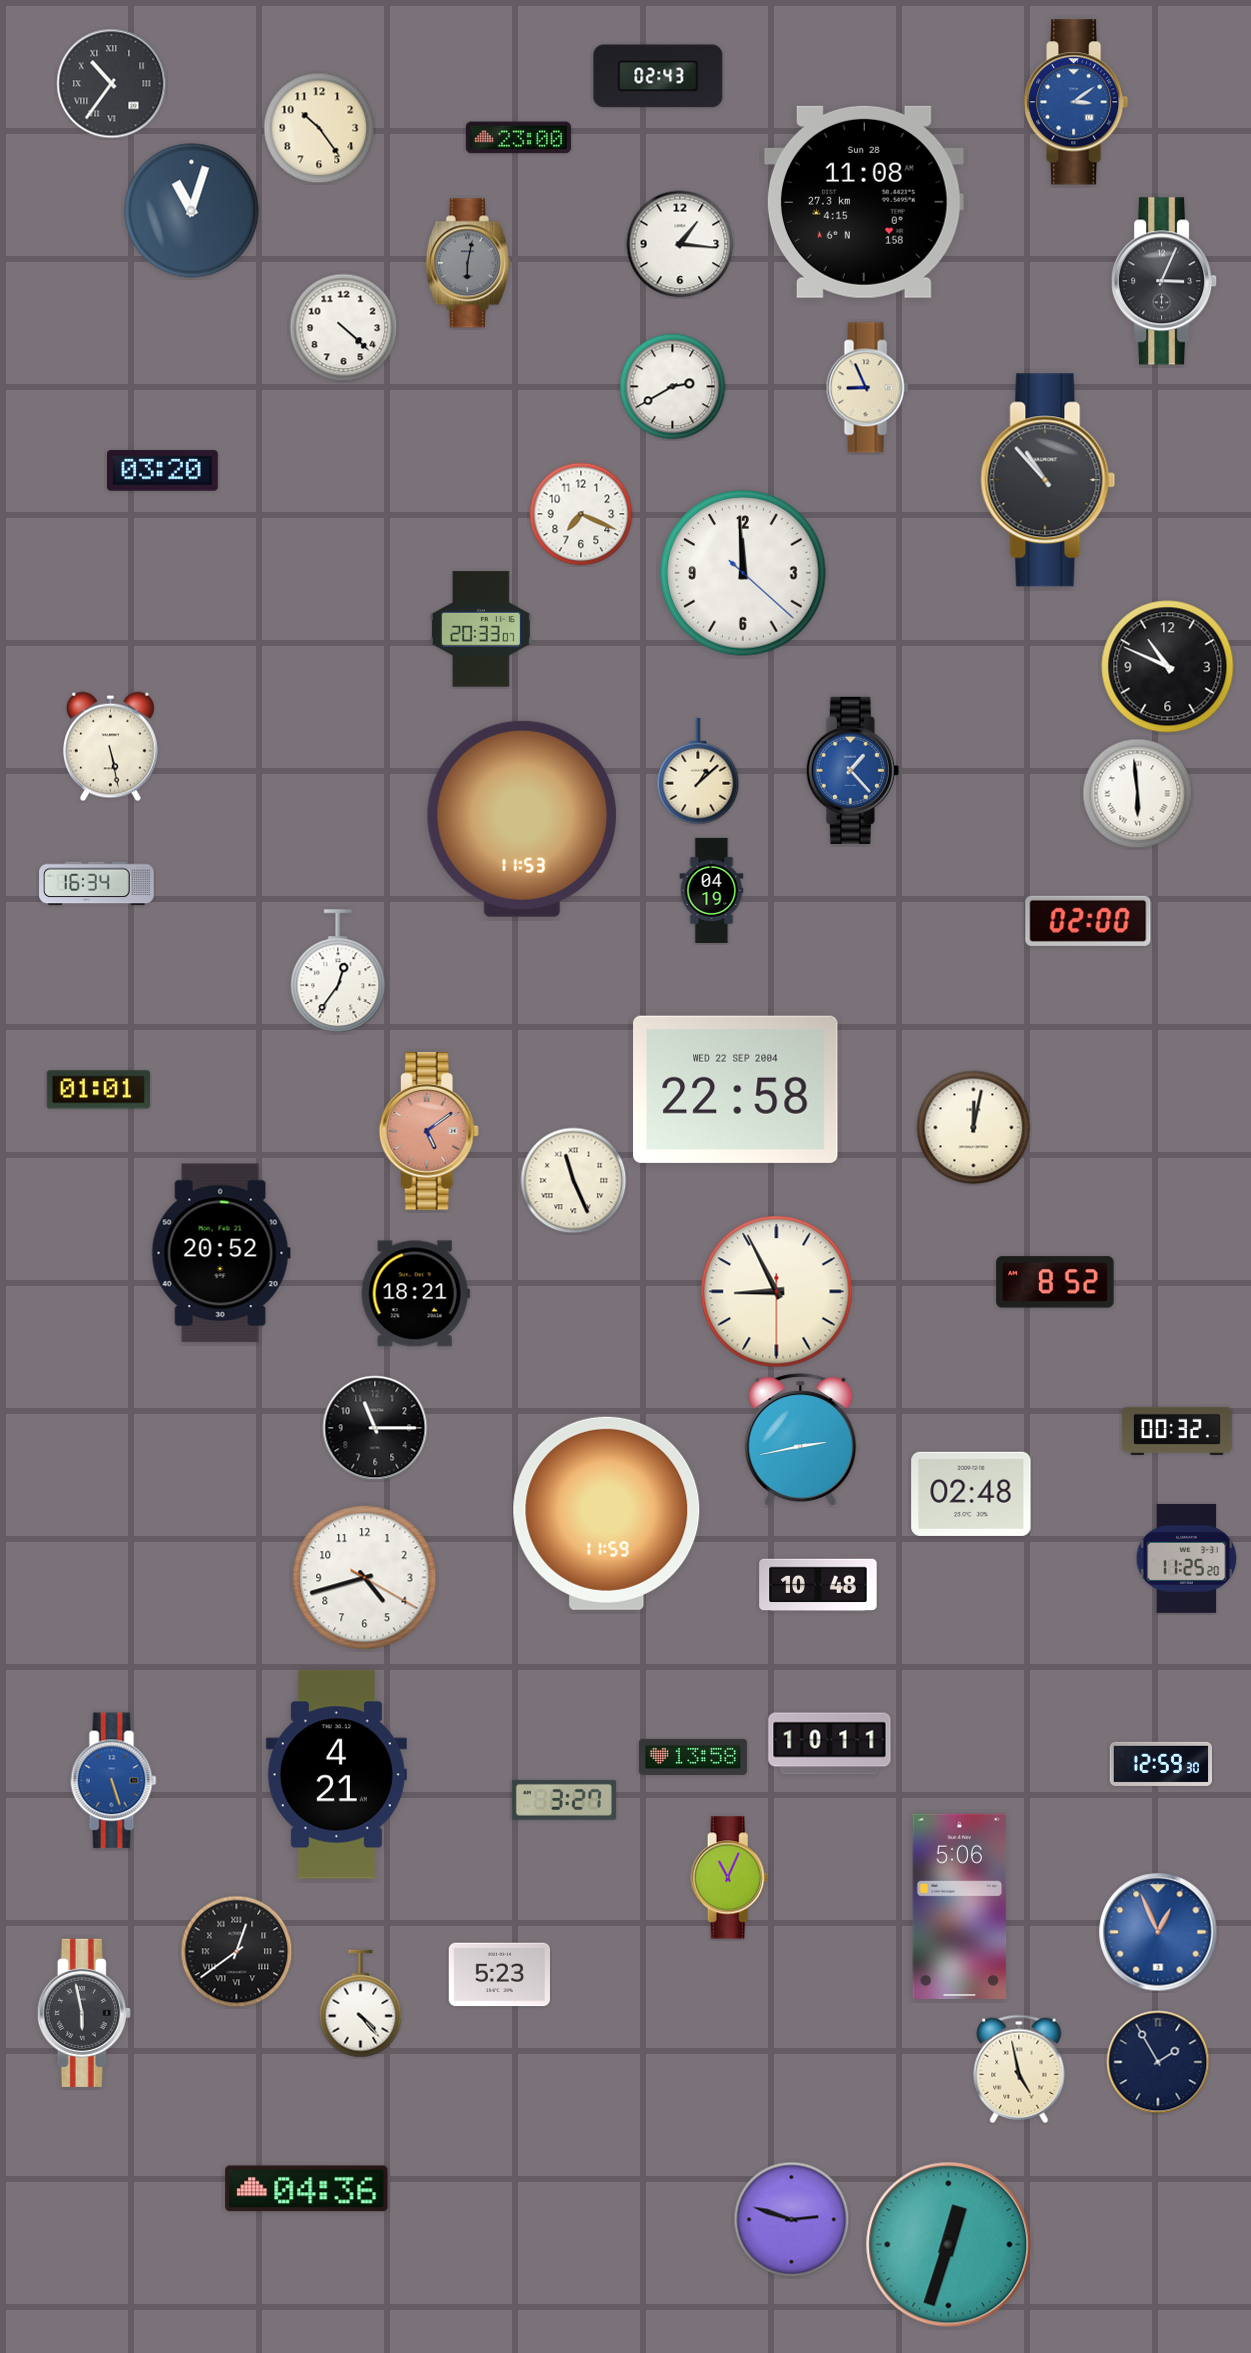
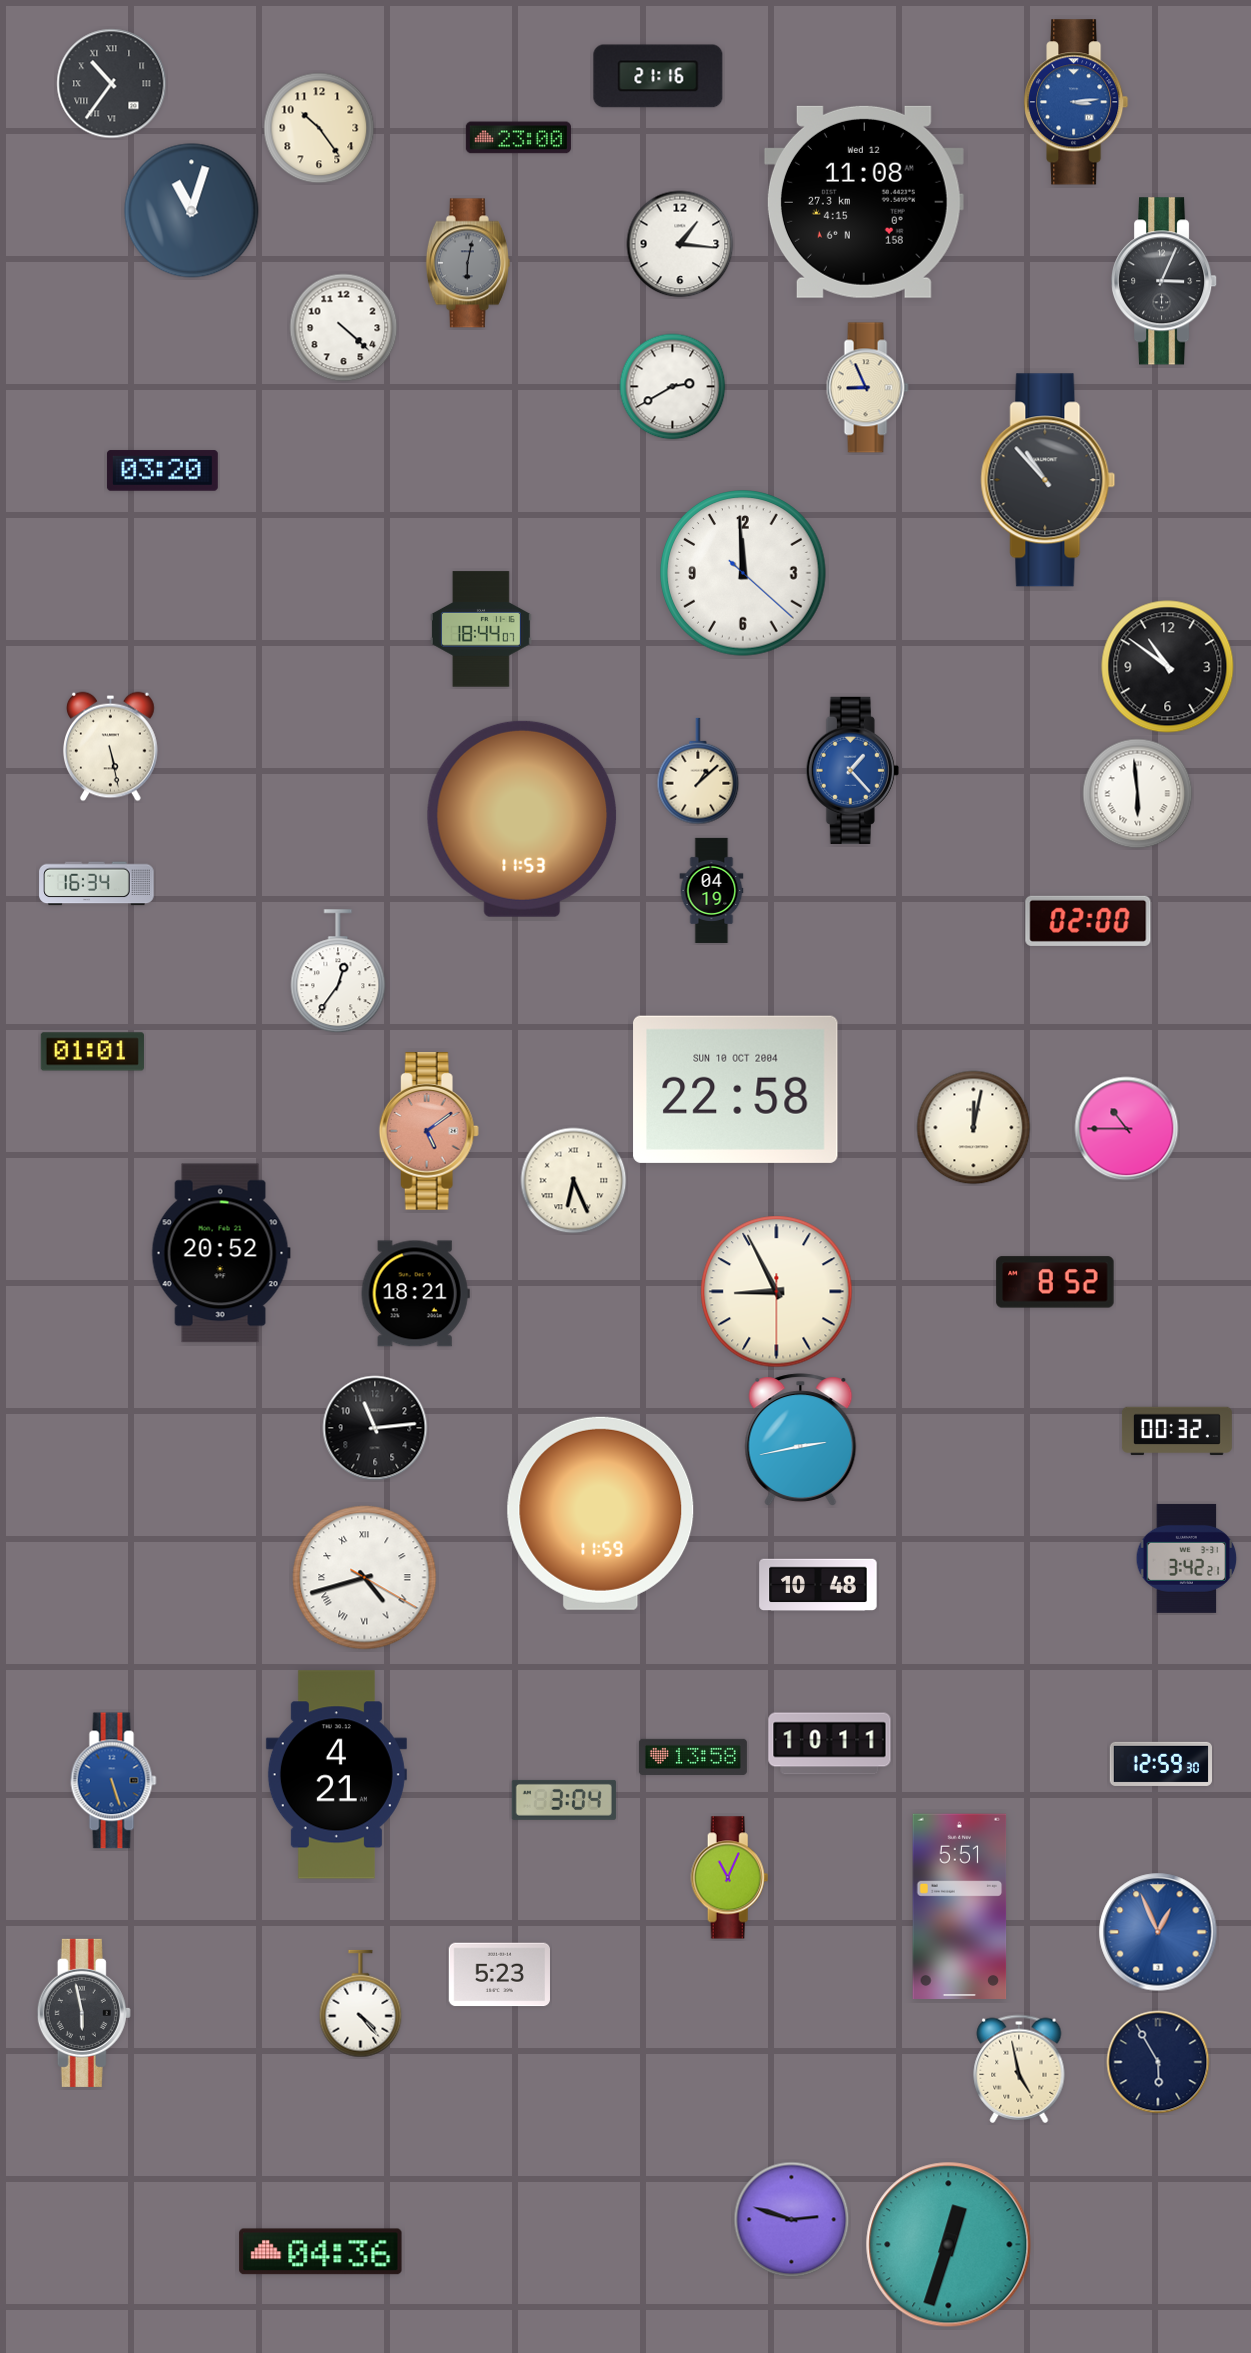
clock at (658, 76): 02:43 -> 21:16
clock at (1077, 102): 3:09 -> 3:14
clock at (864, 202) date: Sun 28 -> Wed 12
clock at (581, 514): 7:19 -> none
clock at (481, 629): 20:33 -> 18:44
clock at (1168, 667): 10:49 -> 10:51
clock at (736, 1089) date: WED 22 SEP 2004 -> SUN 10 OCT 2004
clock at (98, 1090) position: (98, 1090) -> (92, 1052)
clock at (1127, 1129): none -> 10:45
clock at (574, 1181): 11:26 -> 6:26
clock at (375, 1428): 11:15 -> 11:14
clock at (971, 1494): 02:48 -> none
clock at (607, 1513) position: (607, 1513) -> (601, 1513)
clock at (1187, 1558): 11:25 -> 3:42
clock at (365, 1578) numerals: Arabic -> Roman
clock at (564, 1800): 3:27 -> 3:04
clock at (960, 1906): 5:06 -> 5:51
clock at (237, 1952): 12:39 -> none
clock at (1158, 2062): 1:55 -> 5:55
clock at (307, 2189) position: (307, 2189) -> (321, 2252)
